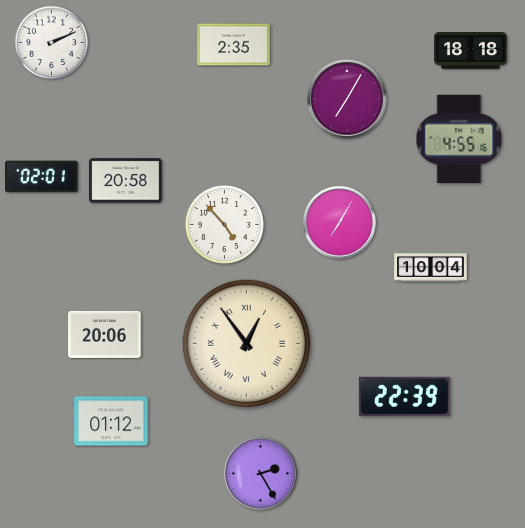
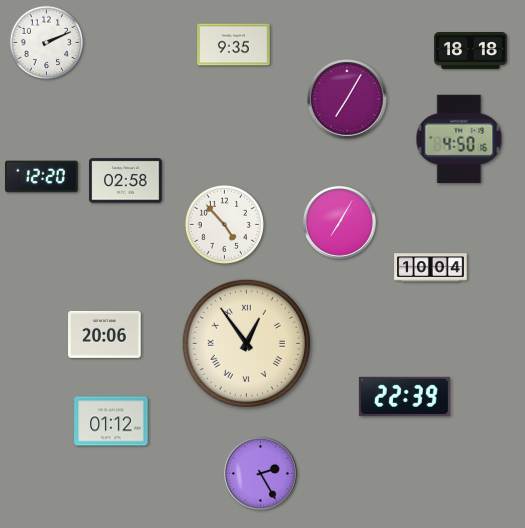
clock at (52, 43) position: (52, 43) -> (47, 43)
clock at (234, 45): 2:35 -> 9:35
clock at (459, 139): 4:55 -> 4:50
clock at (42, 177): 02:01 -> 12:20
clock at (126, 181): 20:58 -> 02:58
